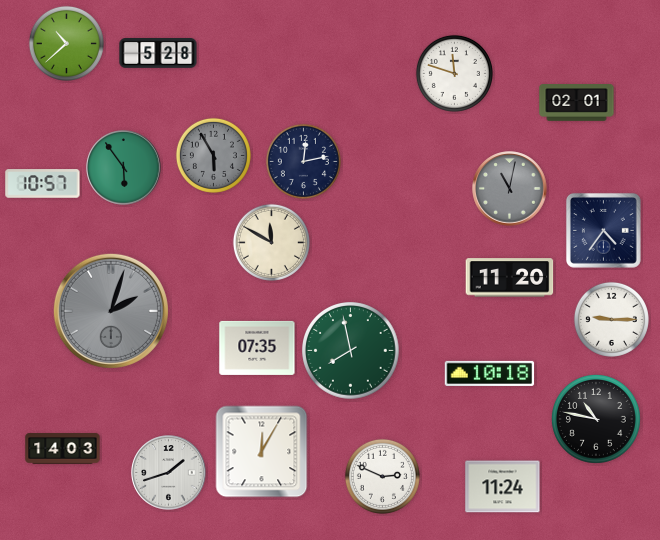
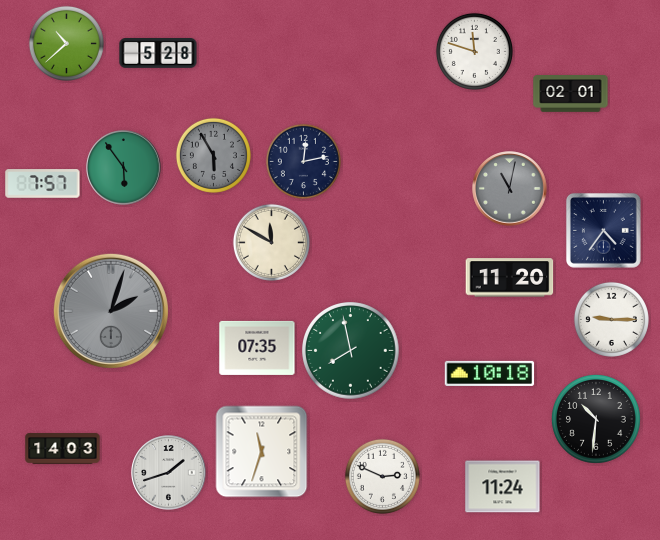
clock at (454, 73) position: (454, 73) -> (474, 51)
clock at (577, 103) position: (577, 103) -> (571, 94)
clock at (43, 184): 10:57 -> 7:57
clock at (596, 419): 10:47 -> 10:31
clock at (262, 452): 12:05 -> 11:33
